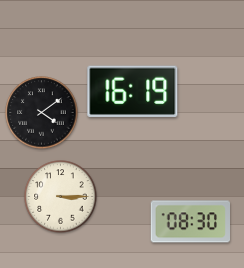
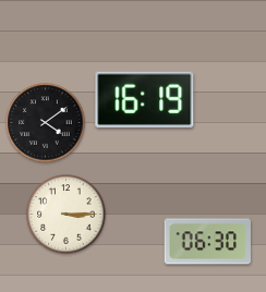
clock at (191, 222): 08:30 -> 06:30
